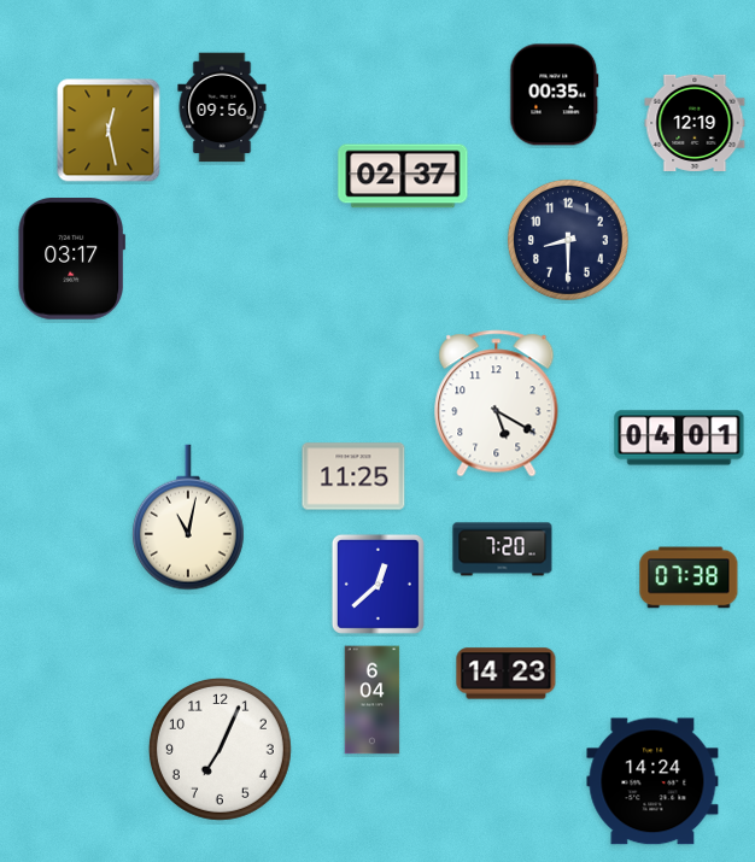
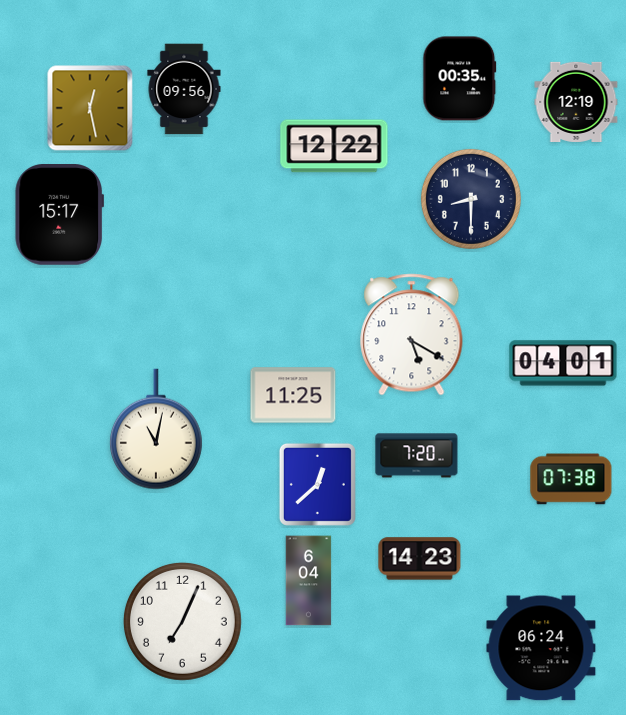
clock at (403, 176): 02:37 -> 12:22
clock at (71, 259): 03:17 -> 15:17
clock at (377, 584) position: (377, 584) -> (317, 484)
clock at (652, 781): 14:24 -> 06:24
